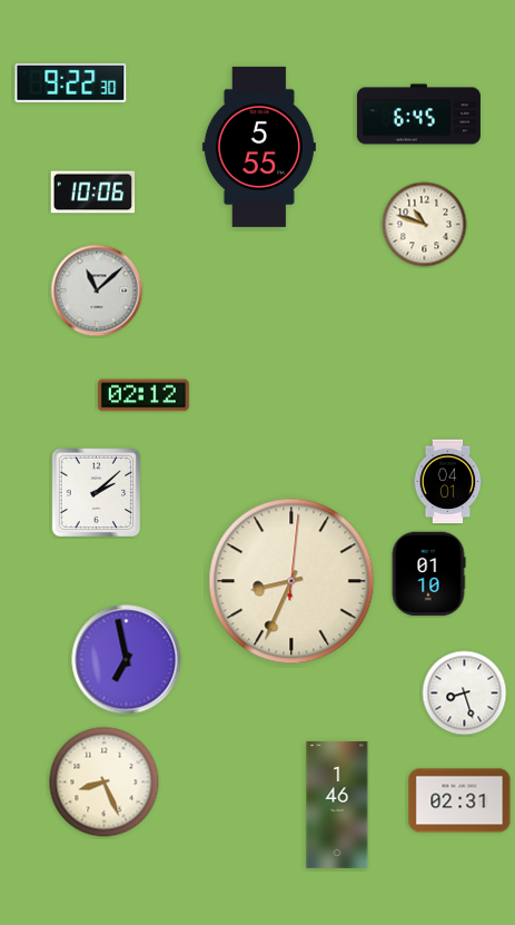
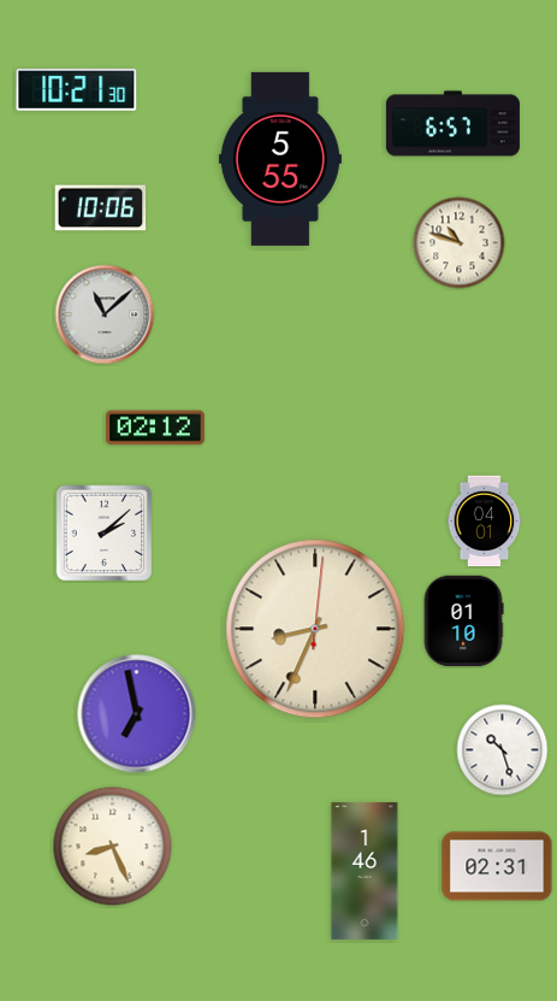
clock at (71, 82): 9:22 -> 10:21
clock at (418, 115): 6:45 -> 6:57
clock at (465, 693): 8:27 -> 10:27
